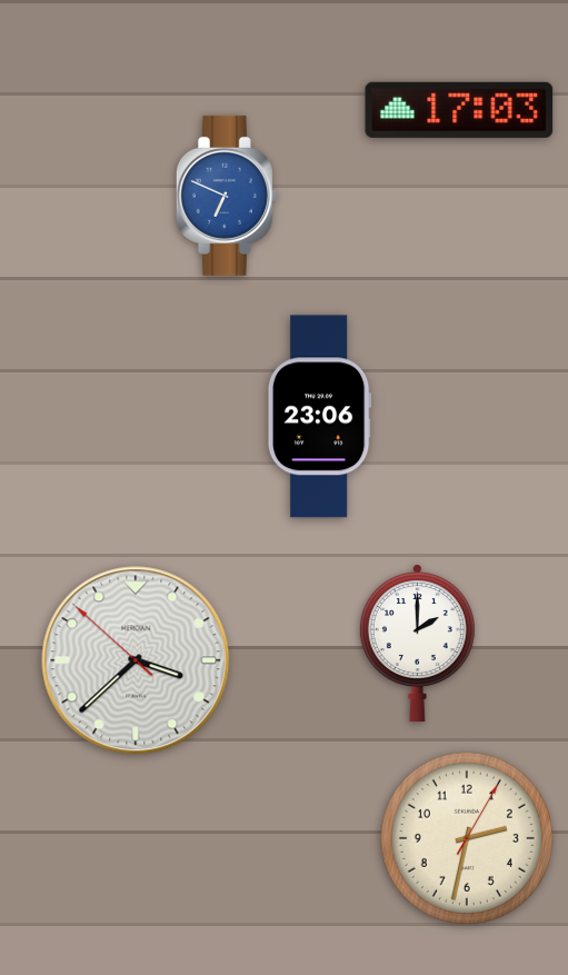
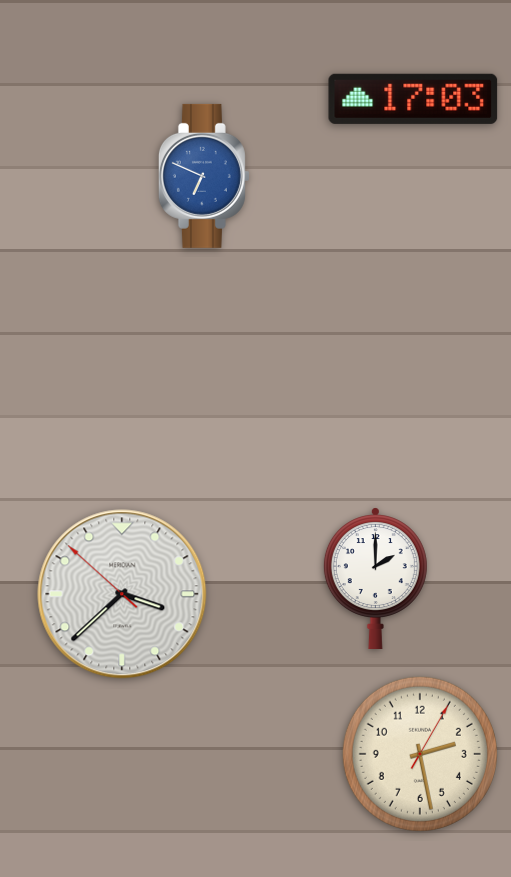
clock at (319, 417): 23:06 -> none
clock at (467, 838): 2:32 -> 2:28
